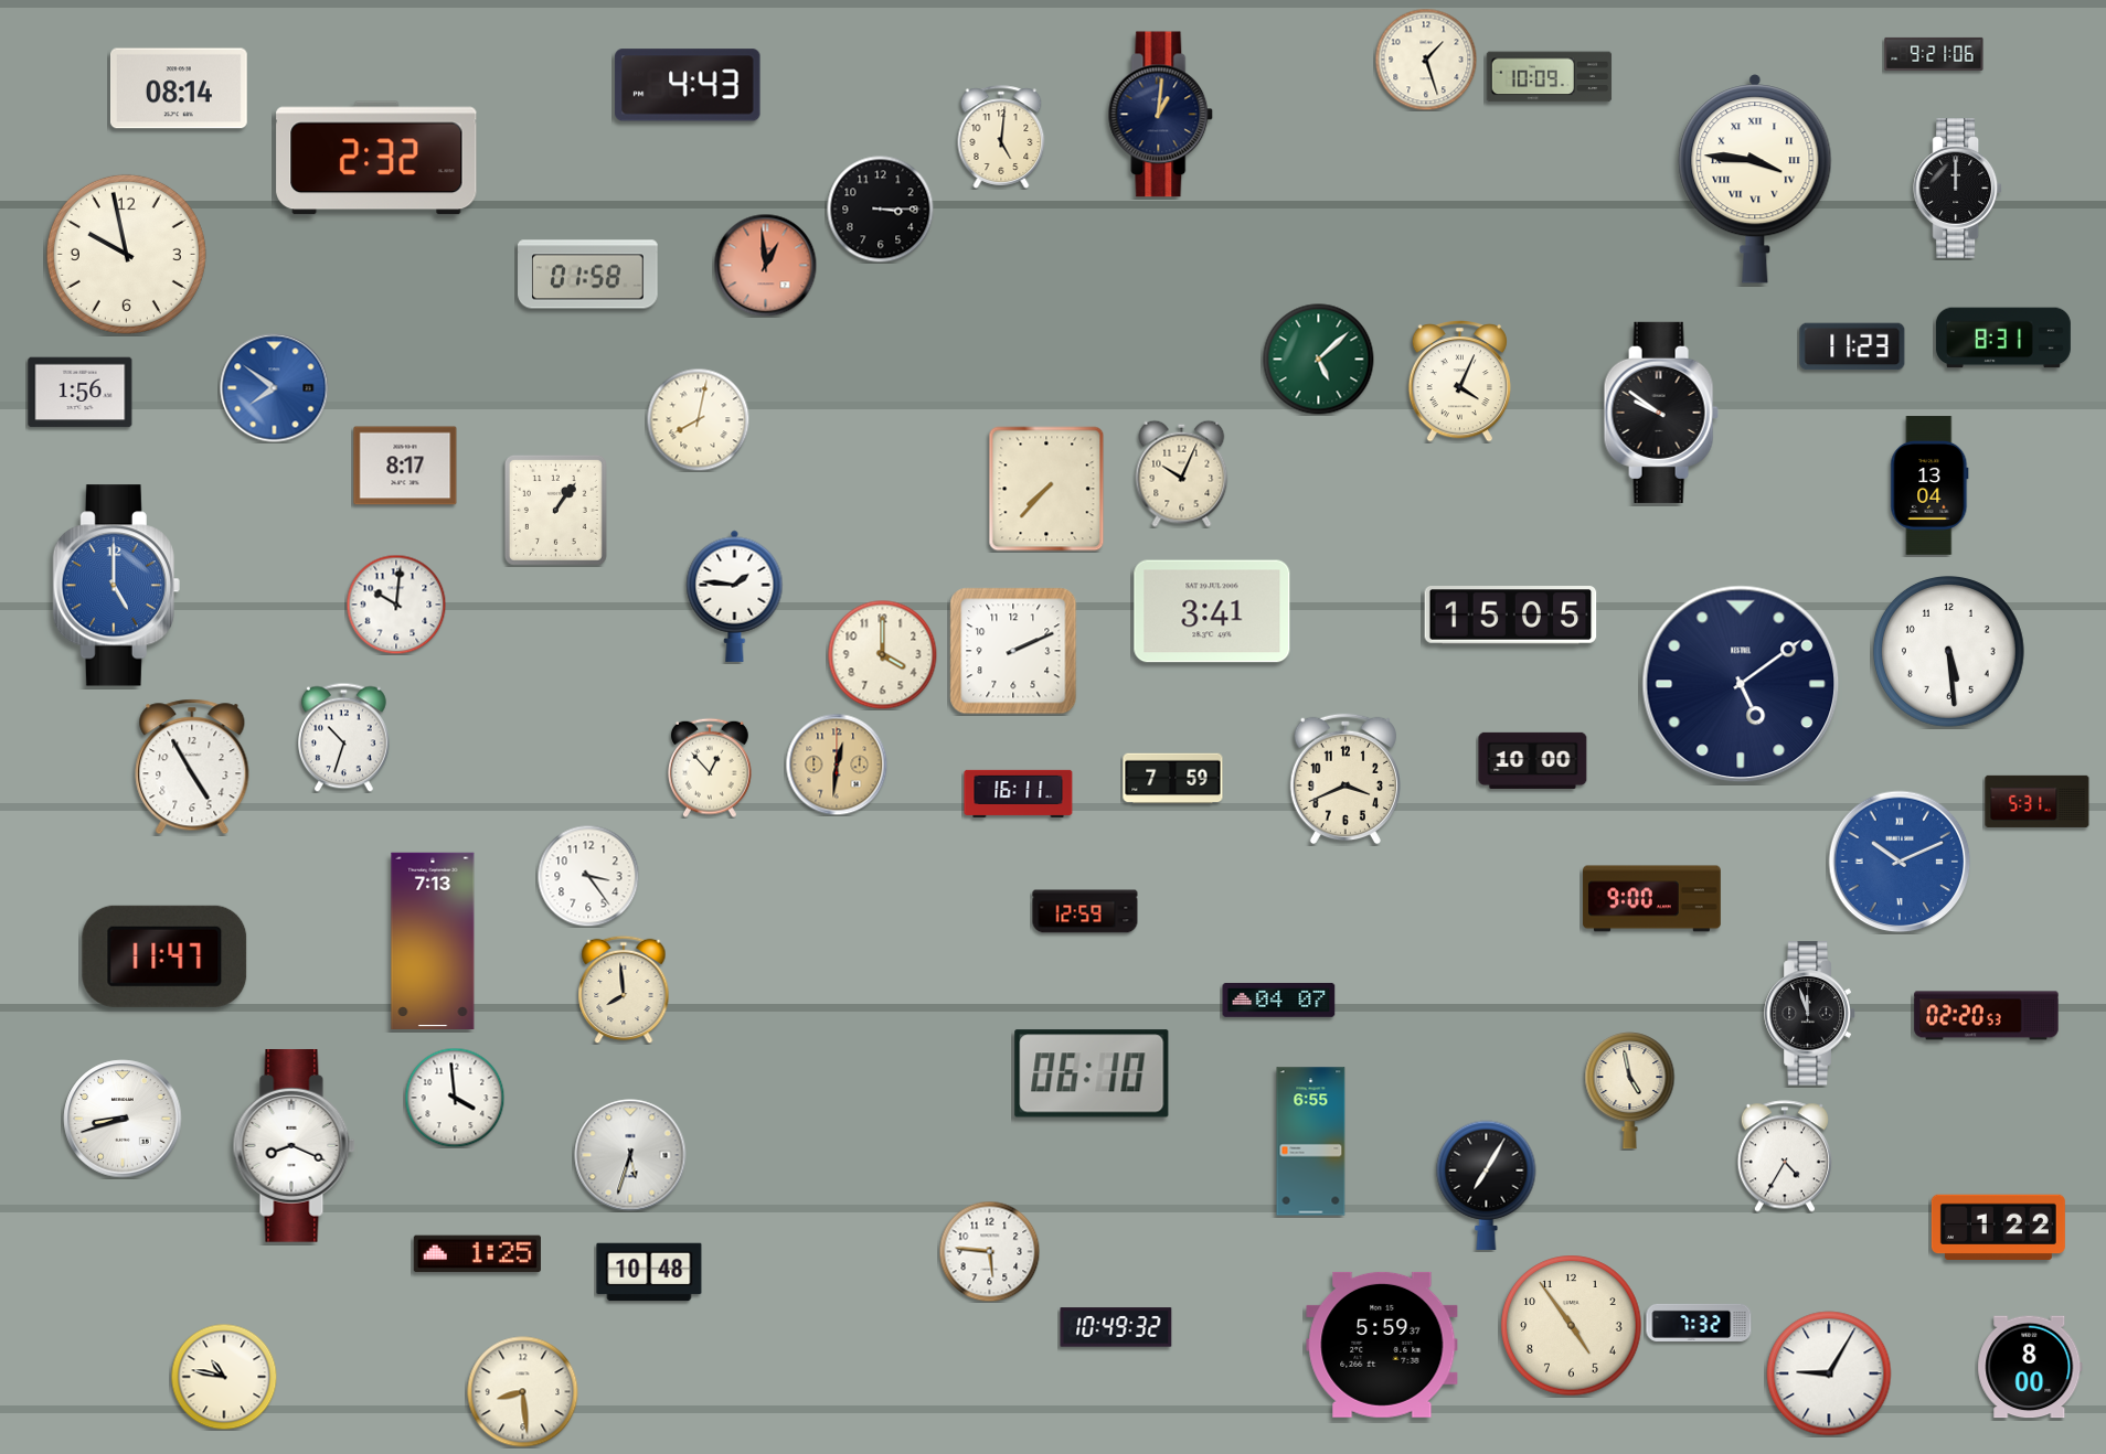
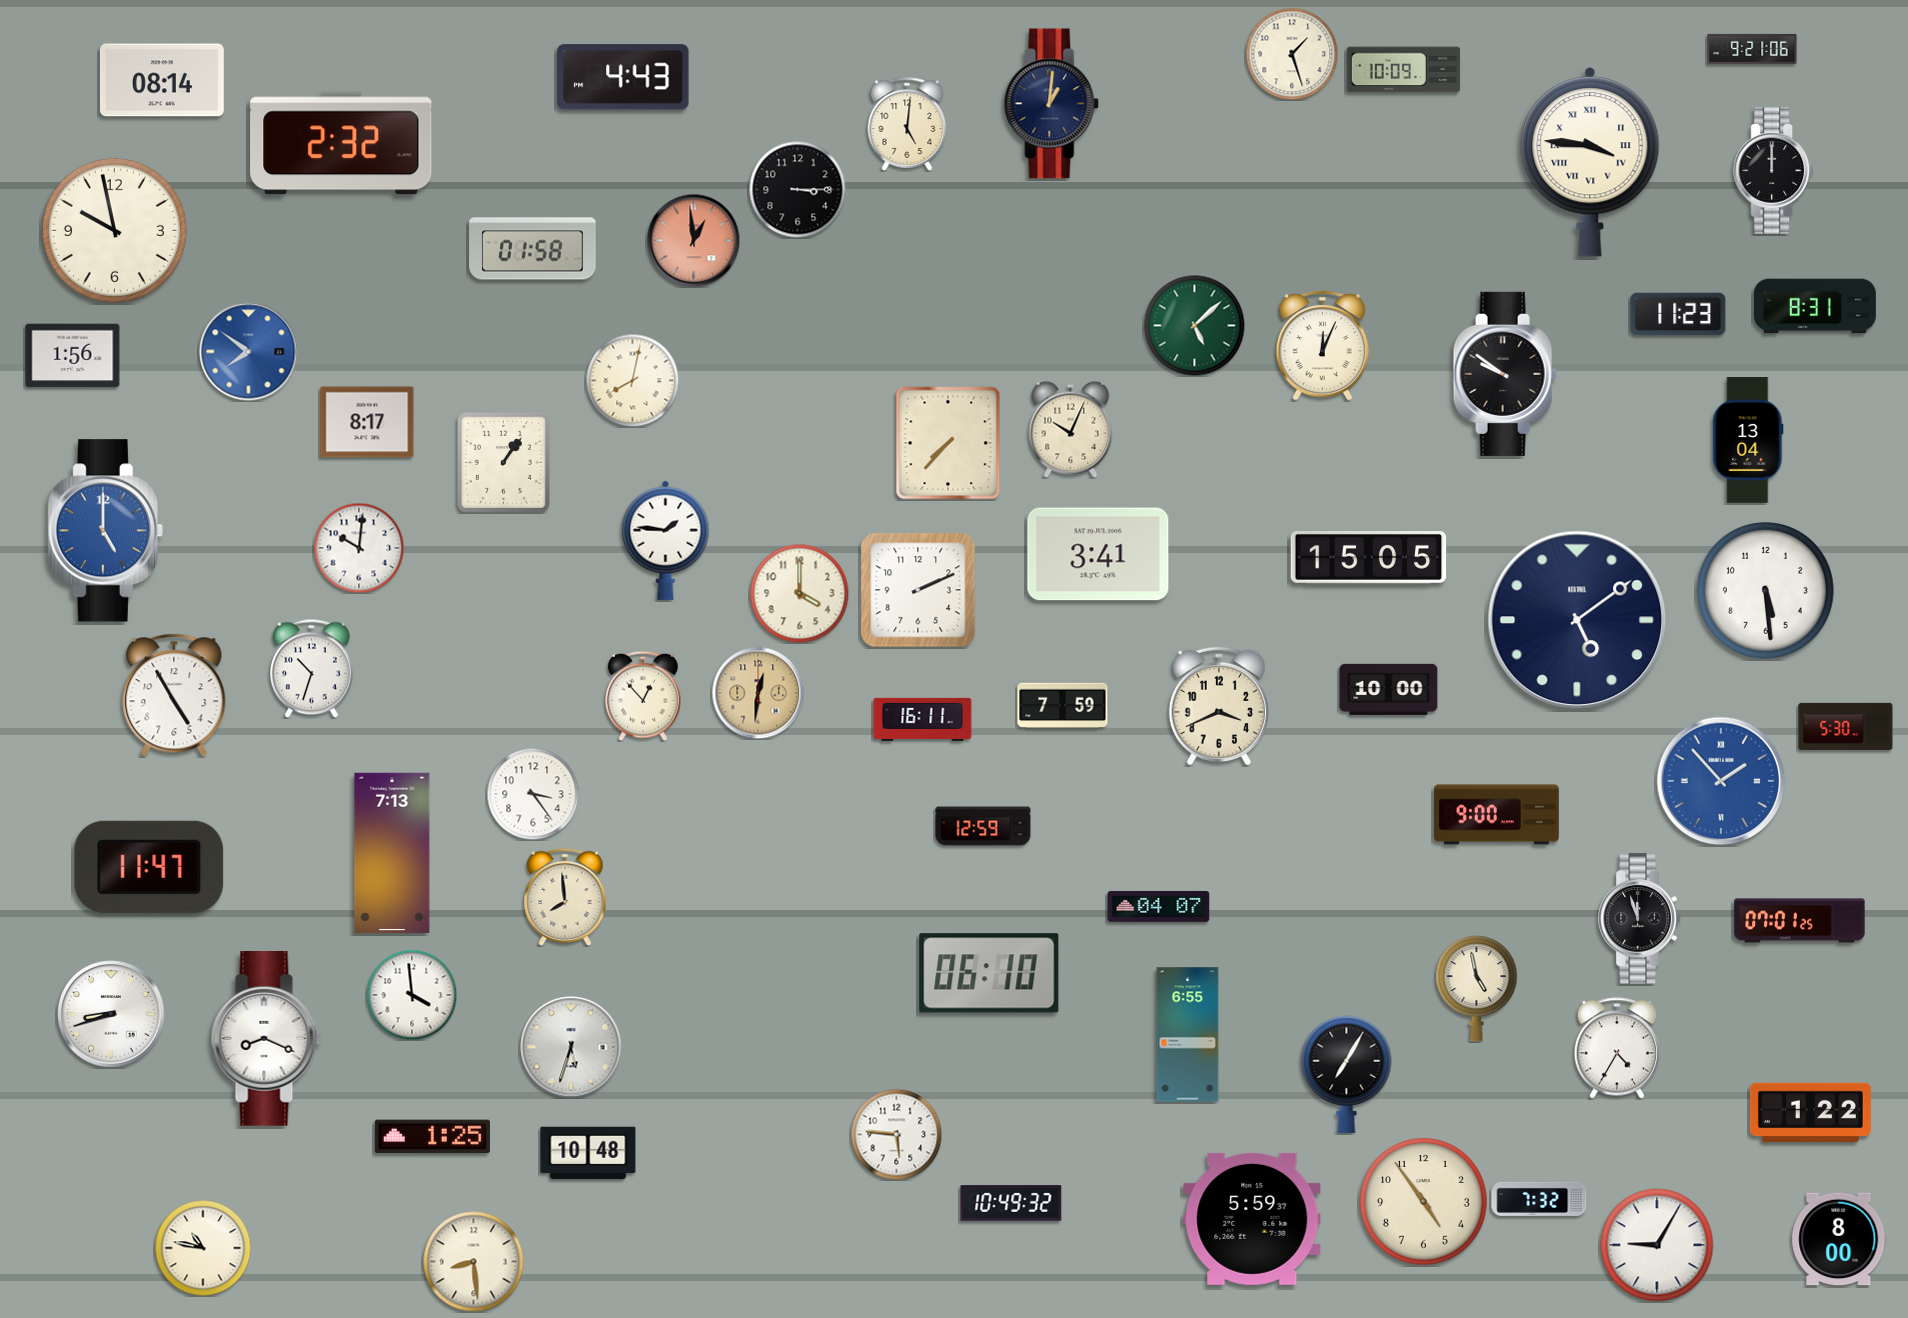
clock at (1459, 382): 4:04 -> 12:04
clock at (2038, 801): 5:31 -> 5:30
clock at (1900, 862): 10:11 -> 1:53
clock at (1987, 1016): 02:20 -> 07:01
